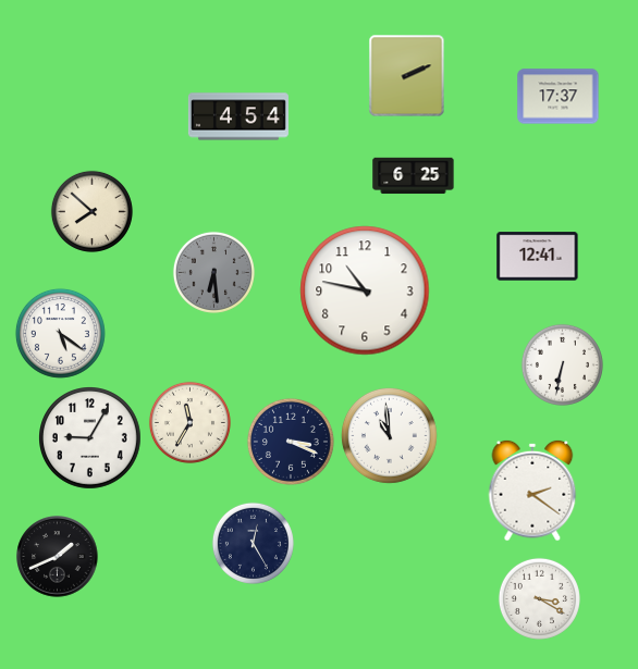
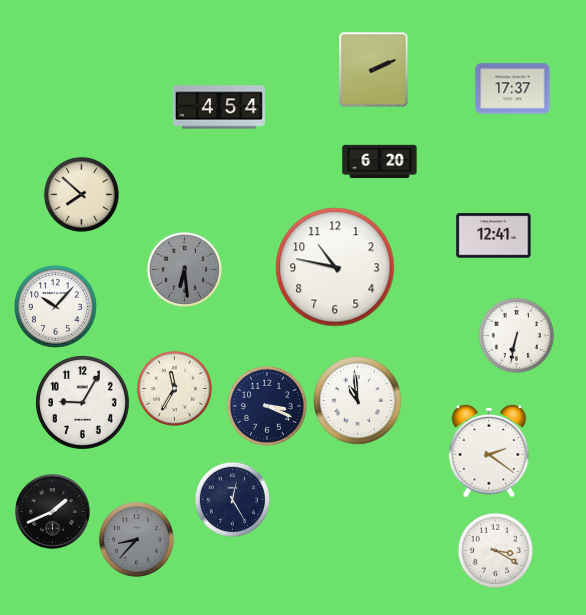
clock at (414, 176): 6:25 -> 6:20
clock at (91, 211) position: (91, 211) -> (81, 194)
clock at (213, 272) position: (213, 272) -> (184, 269)
clock at (60, 333): 5:21 -> 10:07
clock at (136, 539): none -> 8:37
